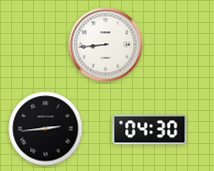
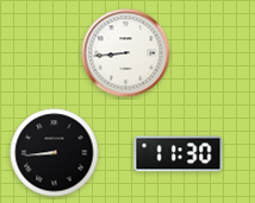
clock at (46, 129): 2:44 -> 8:44
clock at (150, 130): 04:30 -> 11:30
